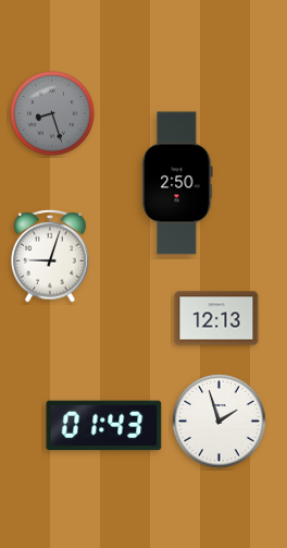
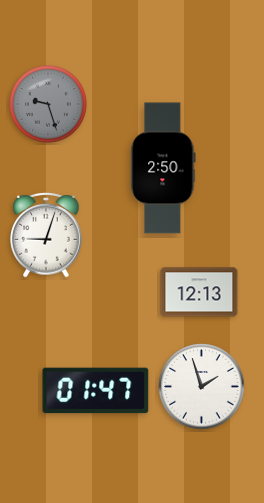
clock at (52, 113): 8:27 -> 9:27
clock at (104, 426): 01:43 -> 01:47
